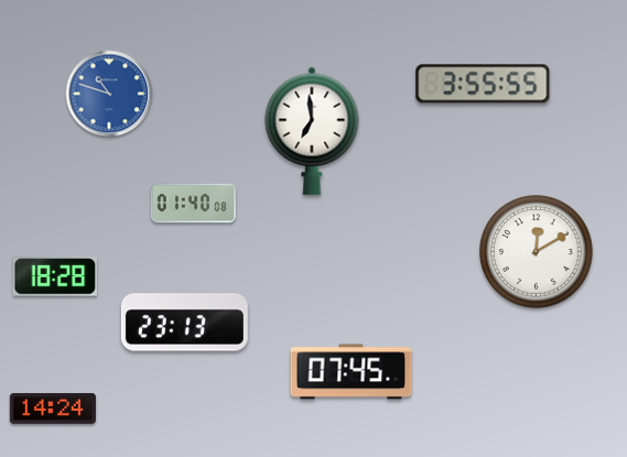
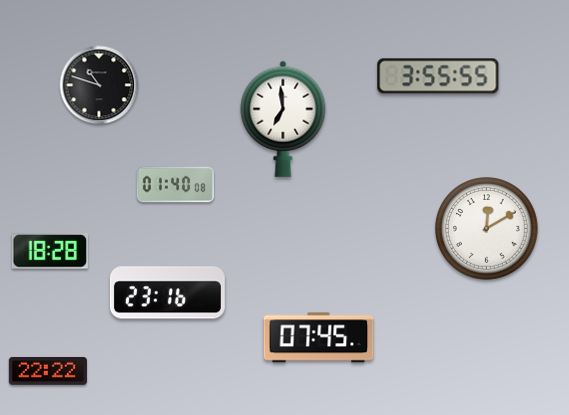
clock at (109, 94) dial: blue -> black
clock at (184, 323): 23:13 -> 23:16
clock at (53, 409): 14:24 -> 22:22
